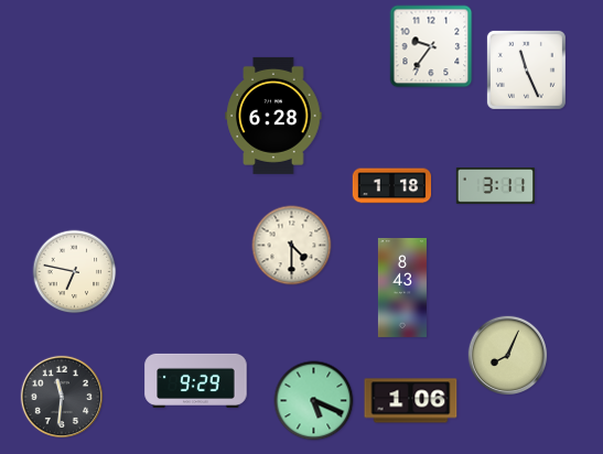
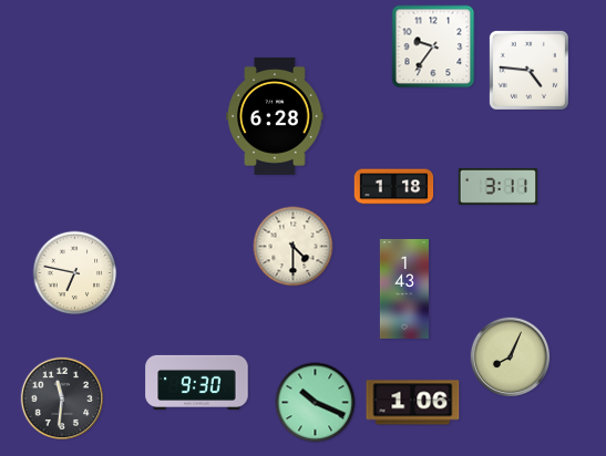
clock at (526, 69): 11:26 -> 4:46
clock at (402, 288): 8:43 -> 1:43
clock at (196, 380): 9:29 -> 9:30
clock at (314, 401): 5:19 -> 10:19
